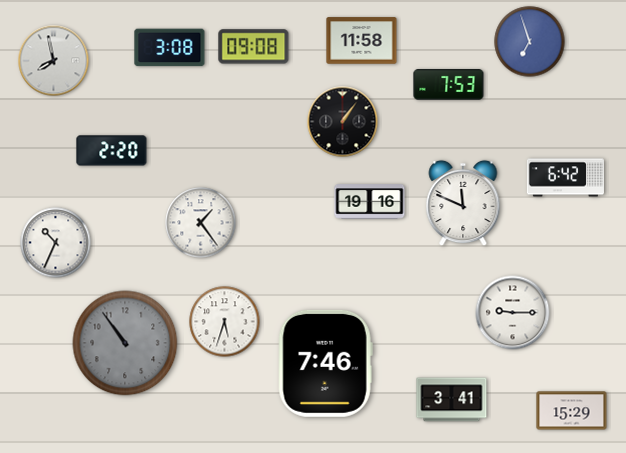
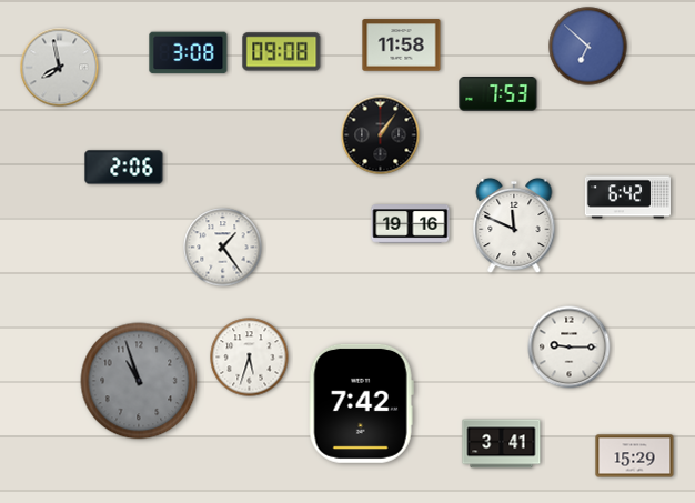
clock at (530, 42): 6:57 -> 6:52
clock at (112, 151): 2:20 -> 2:06
clock at (56, 243): 10:34 -> none
clock at (125, 343): 10:54 -> 10:57
clock at (325, 363): 7:46 -> 7:42
